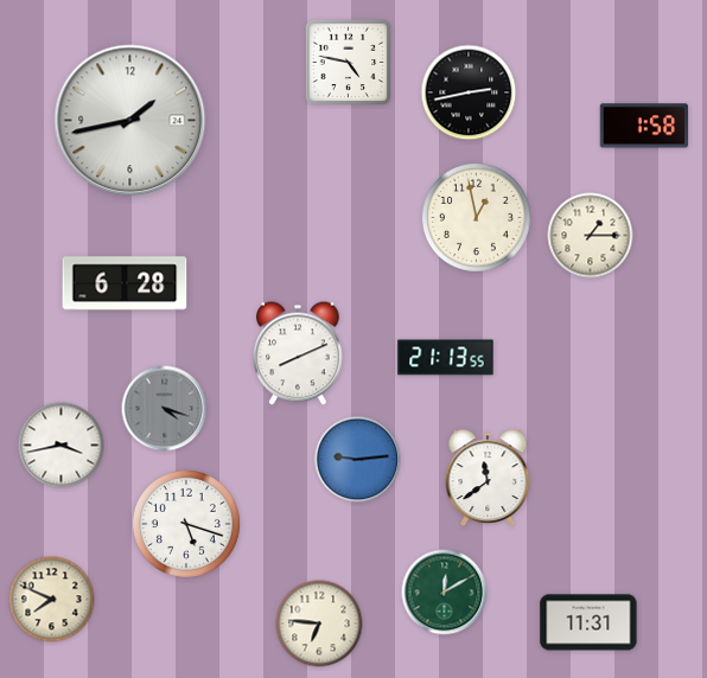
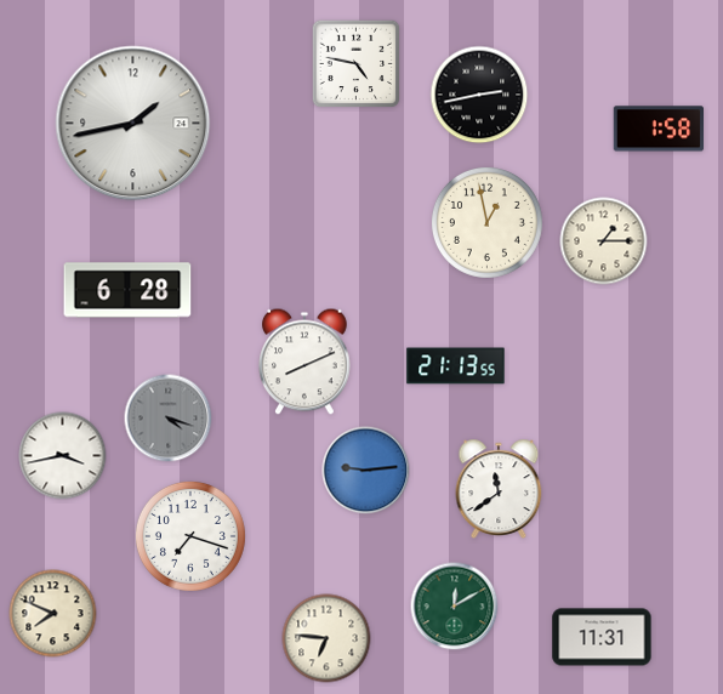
clock at (186, 524): 5:18 -> 7:18
